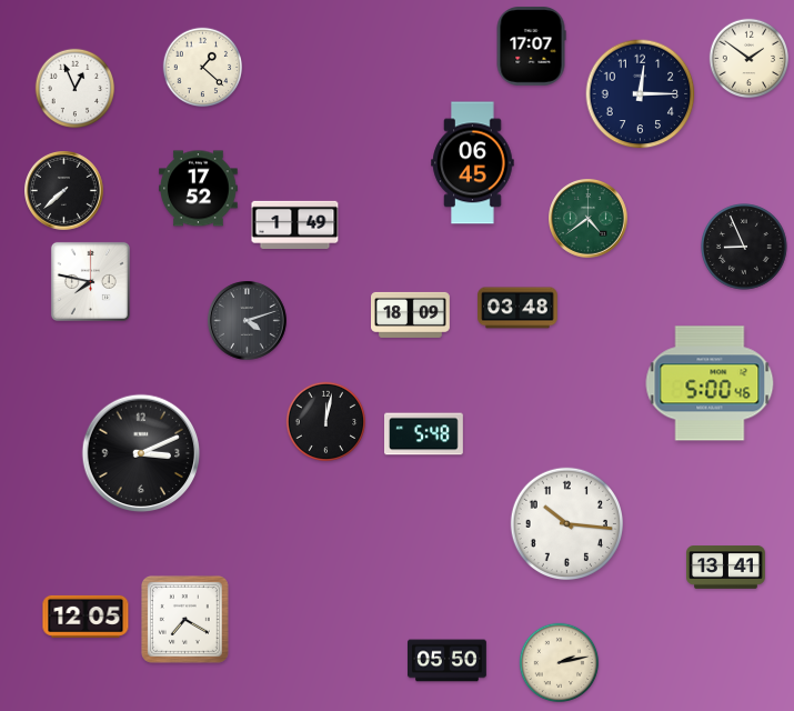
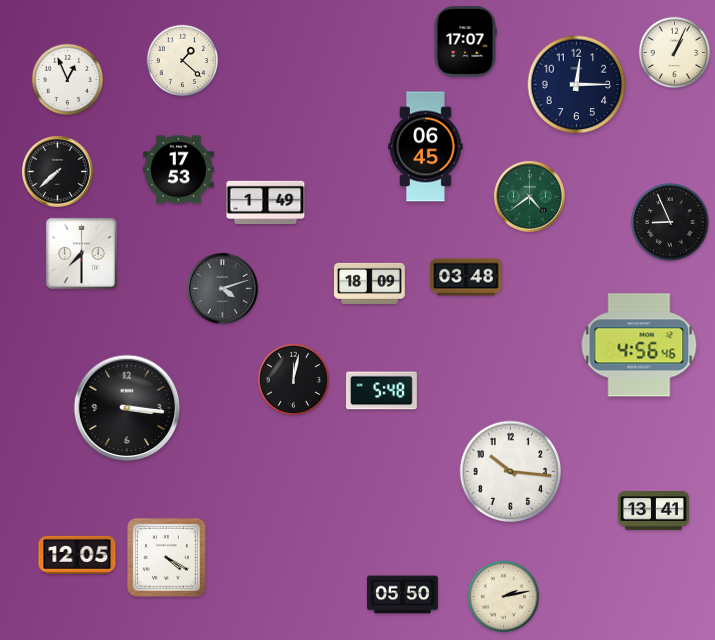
clock at (531, 47) position: (531, 47) -> (465, 42)
clock at (750, 59): 1:51 -> 1:04
clock at (199, 189): 17:52 -> 17:53
clock at (90, 281): 7:47 -> 7:30
clock at (710, 383): 5:00 -> 4:56
clock at (141, 453): 3:11 -> 3:16
clock at (184, 619): 7:20 -> 4:20
